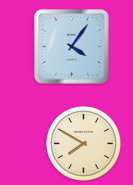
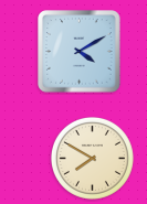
clock at (72, 47): 4:06 -> 4:10
